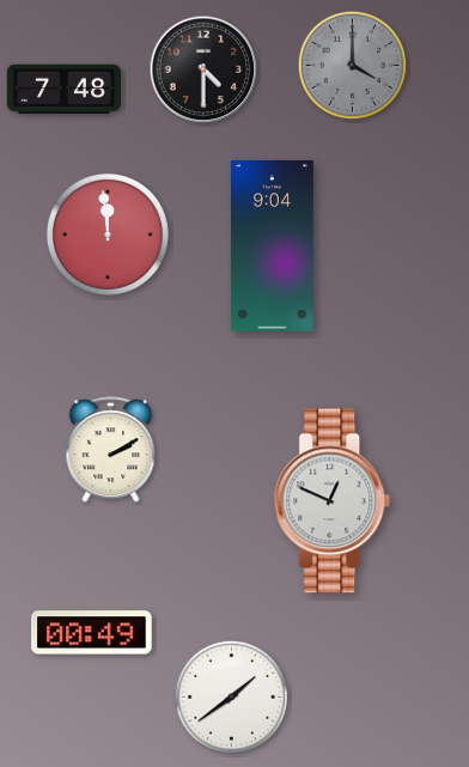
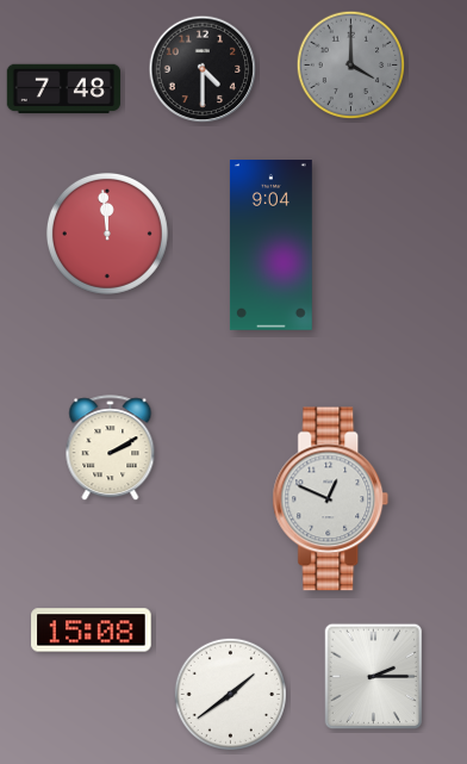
clock at (92, 633): 00:49 -> 15:08
clock at (374, 677): none -> 2:15
